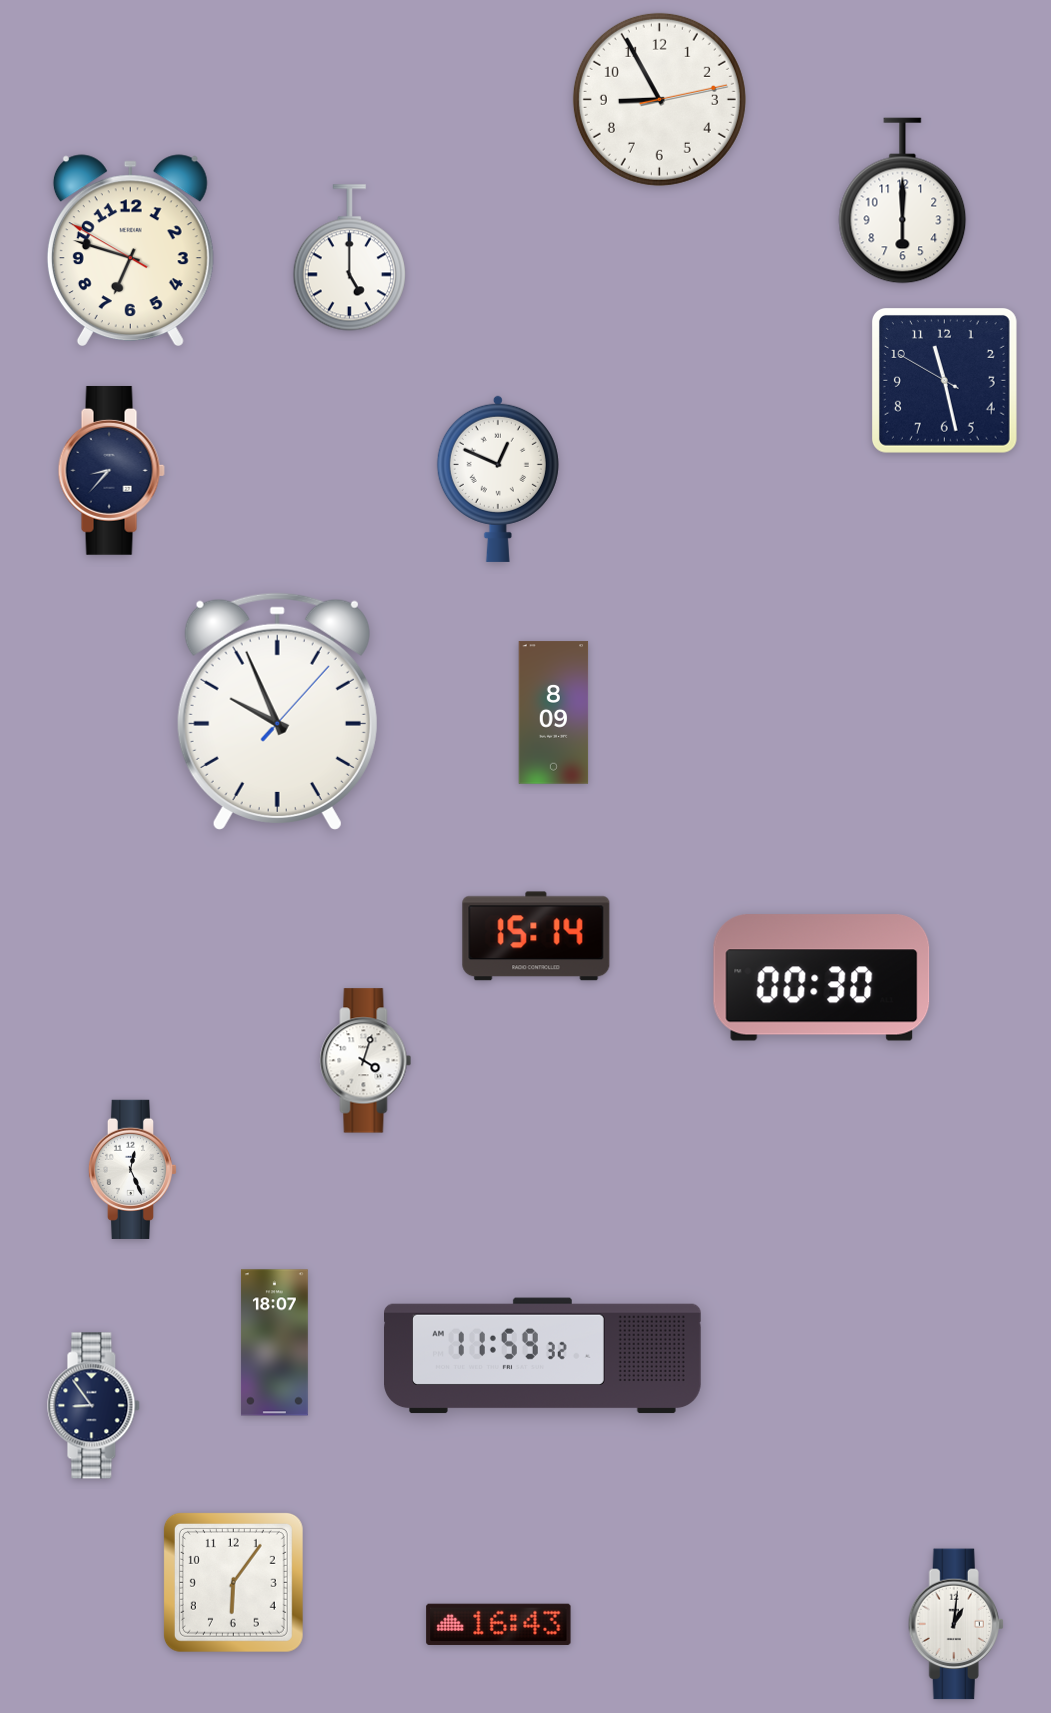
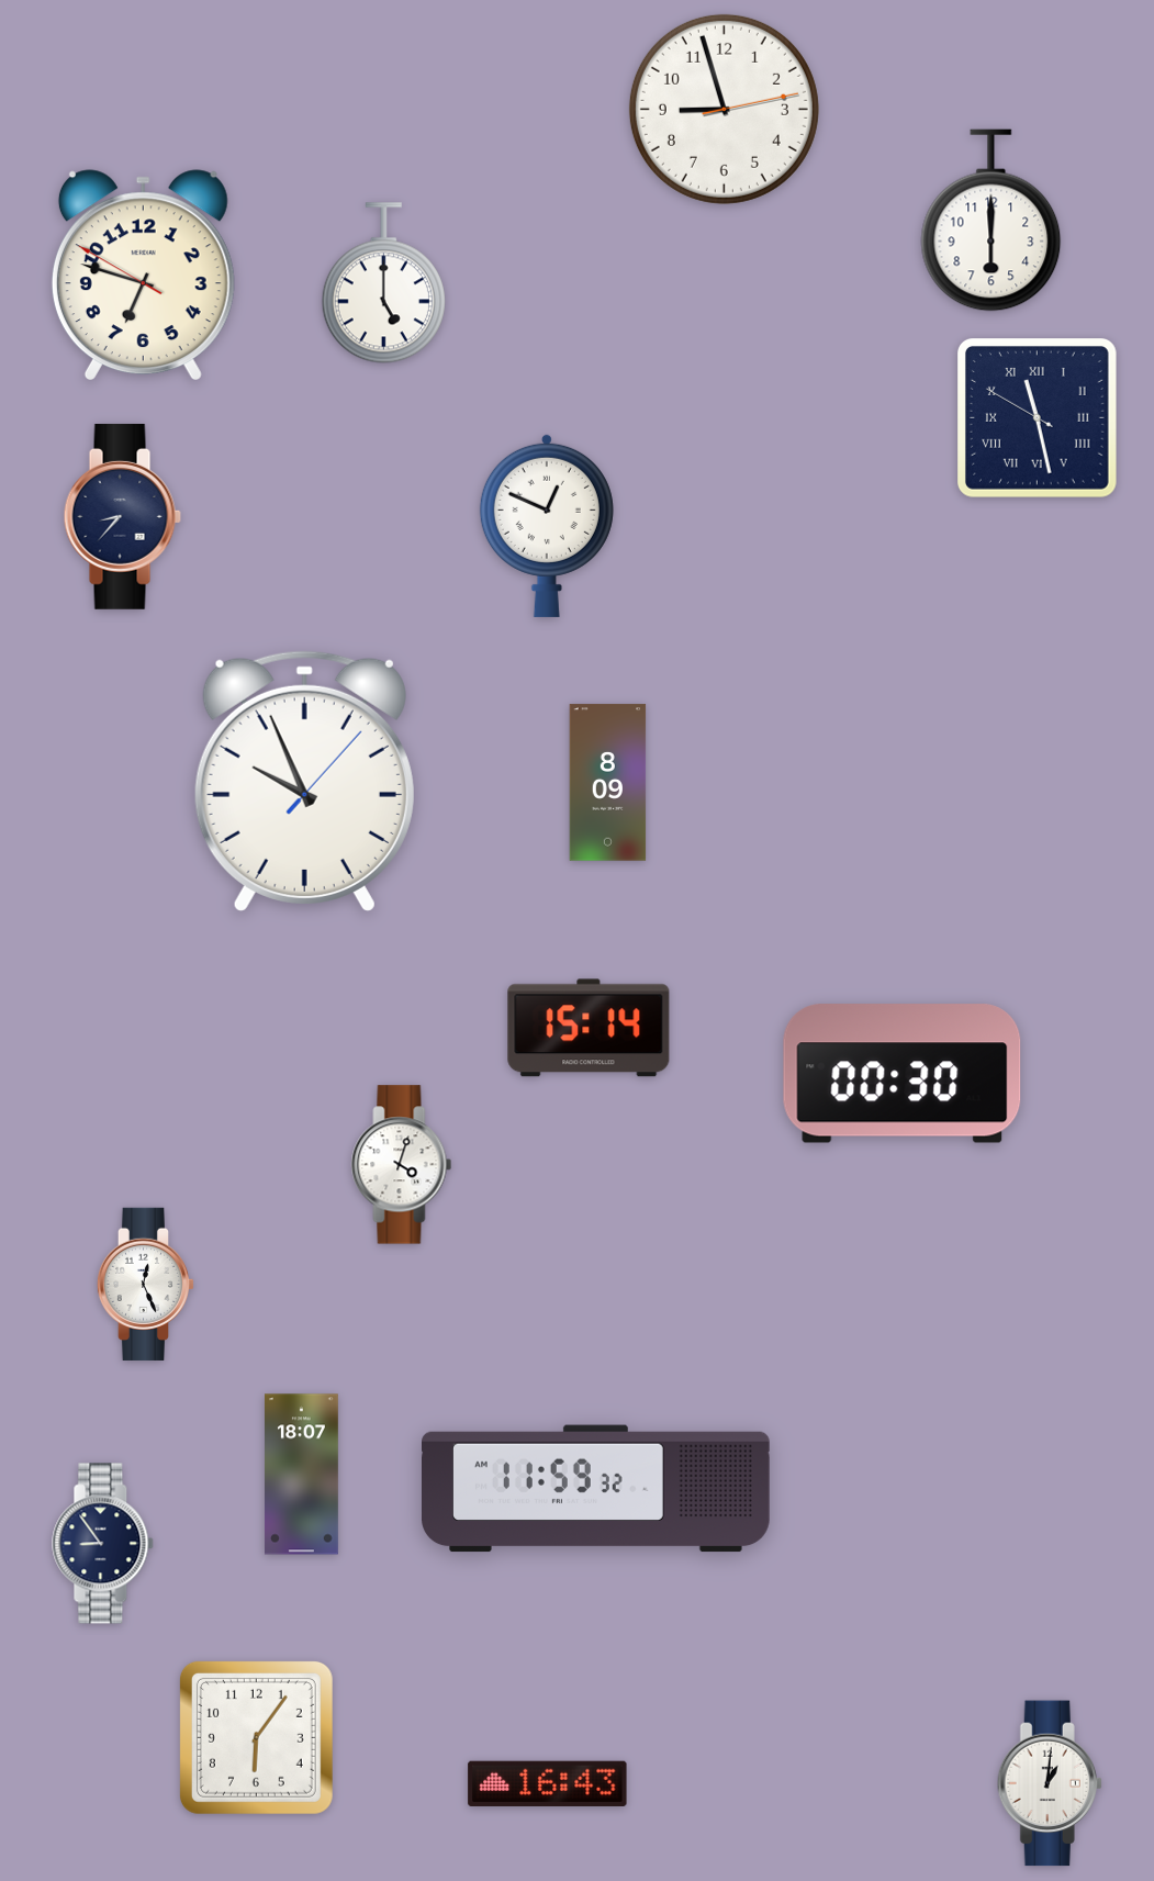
clock at (659, 99): 8:55 -> 8:57
clock at (945, 381) numerals: Arabic -> Roman
